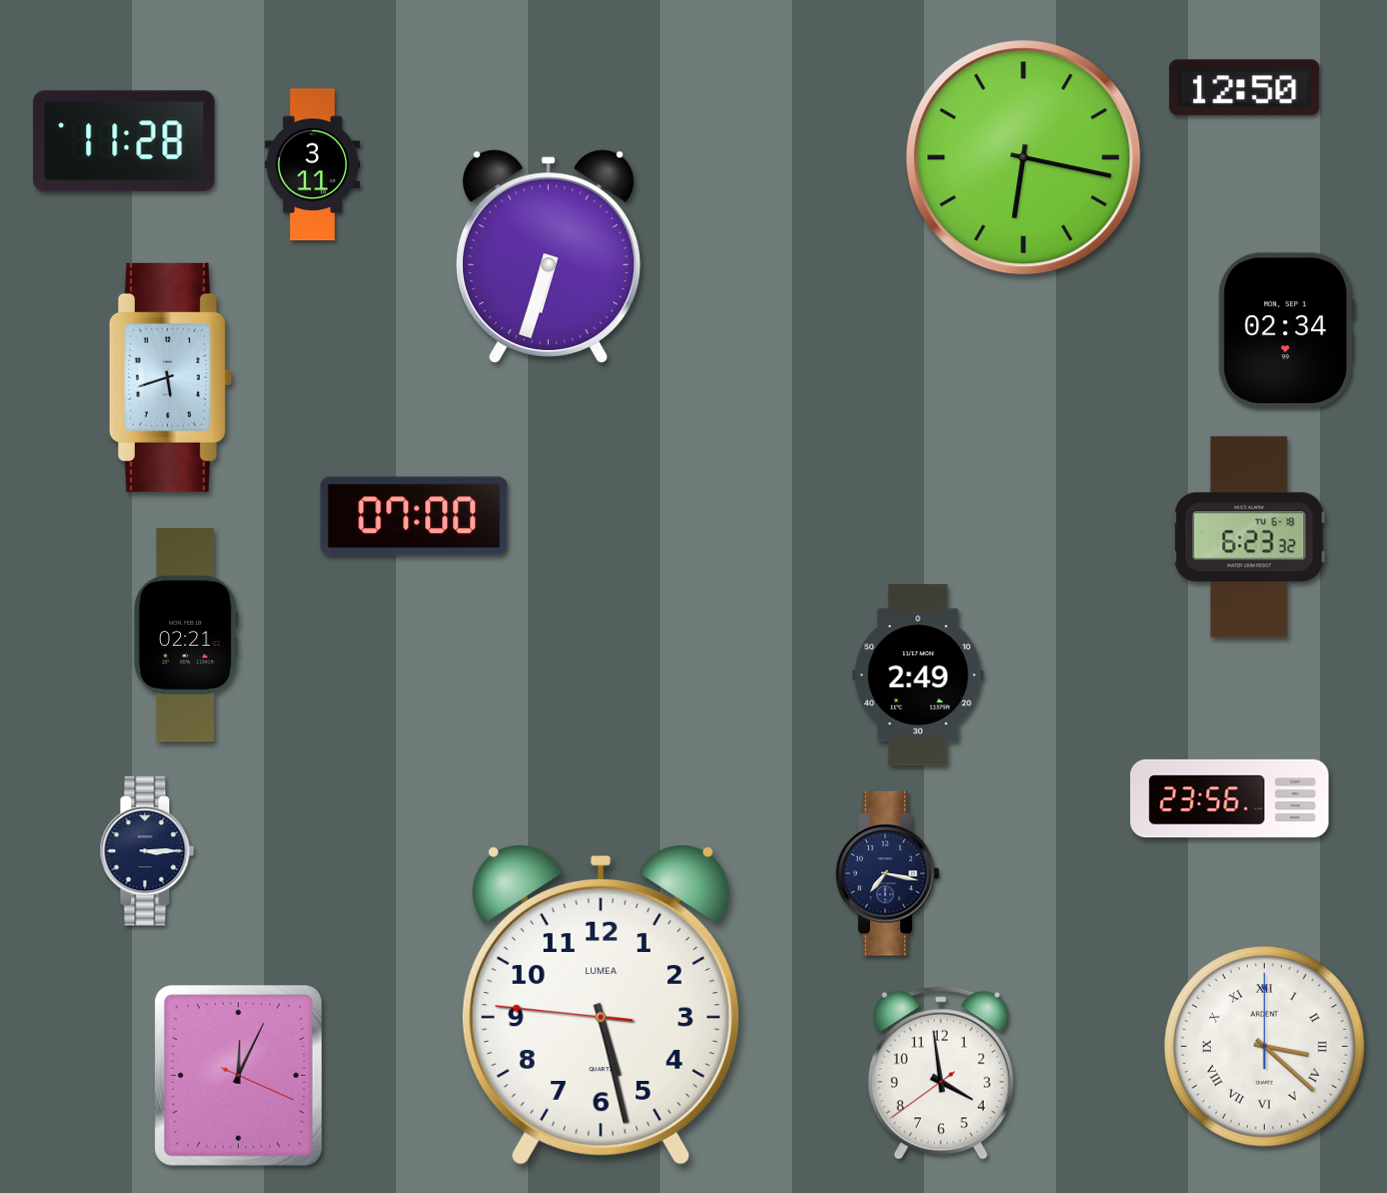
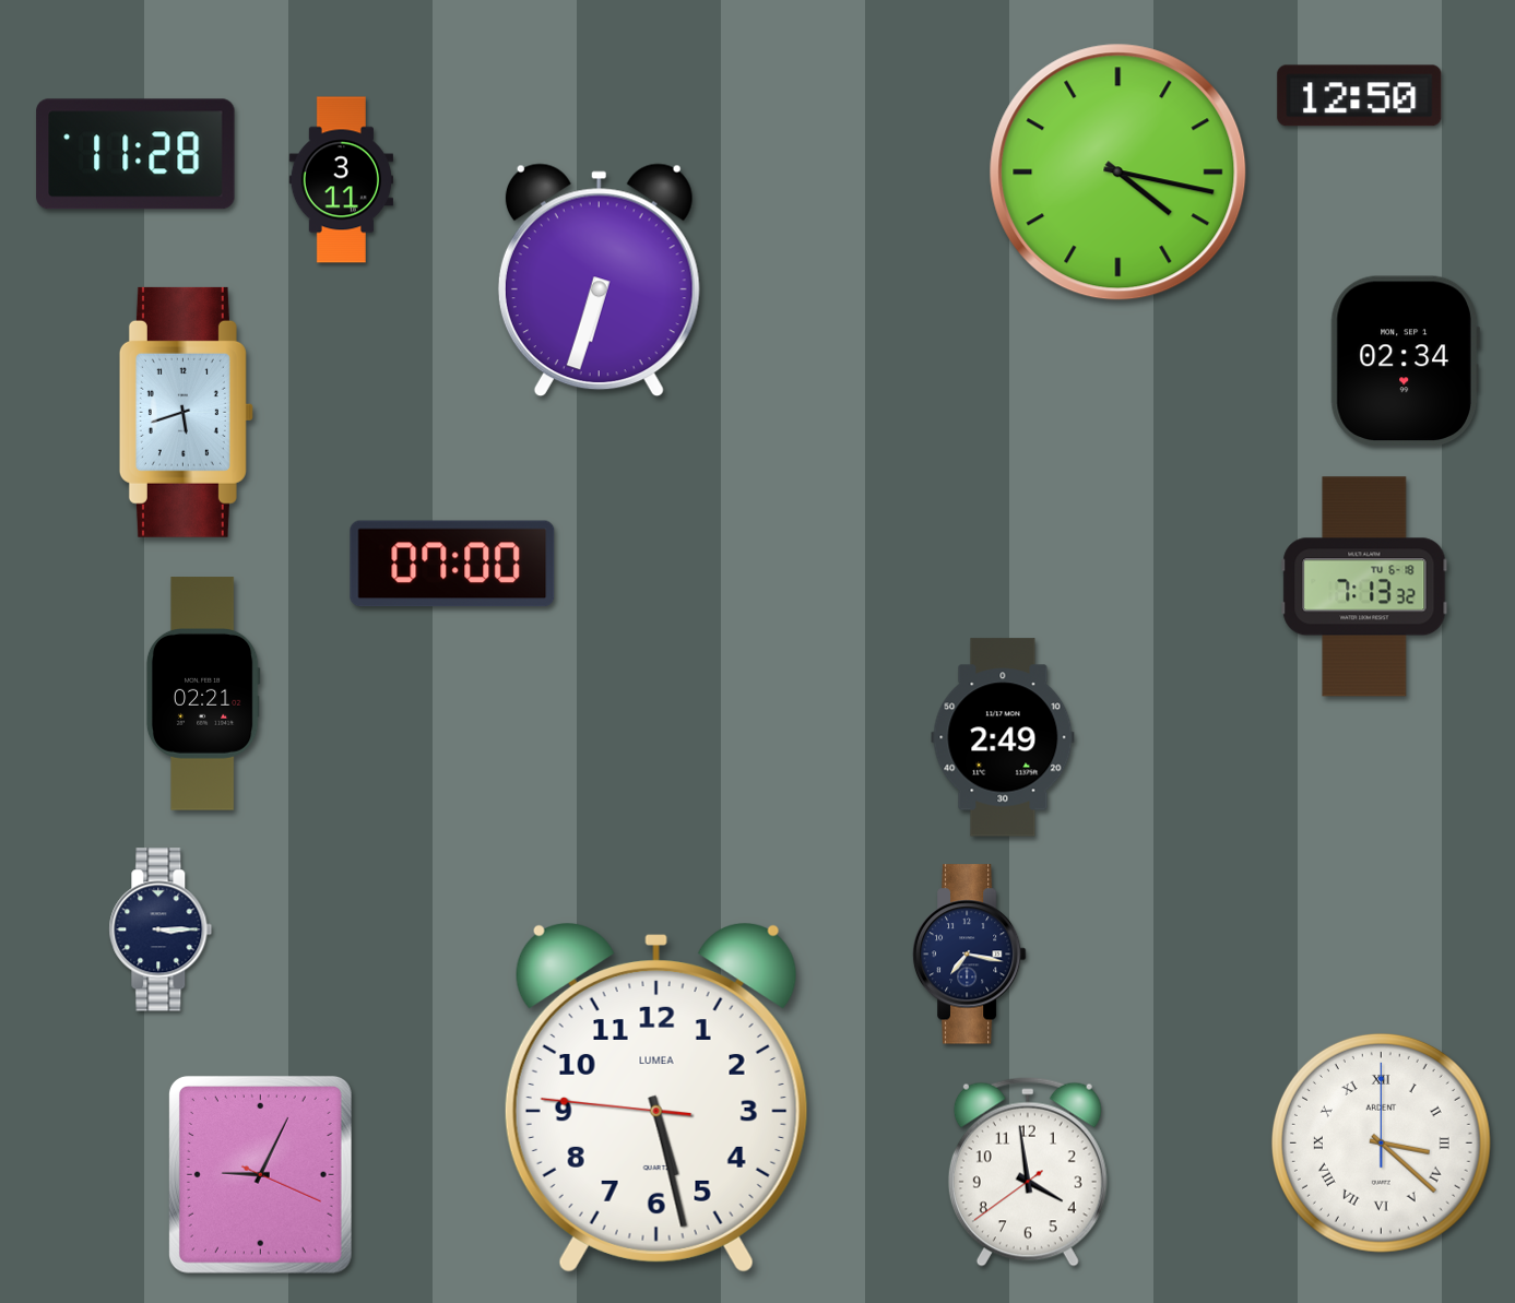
clock at (1024, 158): 6:17 -> 4:17
clock at (1249, 537): 6:23 -> 7:13
clock at (1230, 799): 23:56 -> none
clock at (238, 1075): 12:04 -> 9:04
